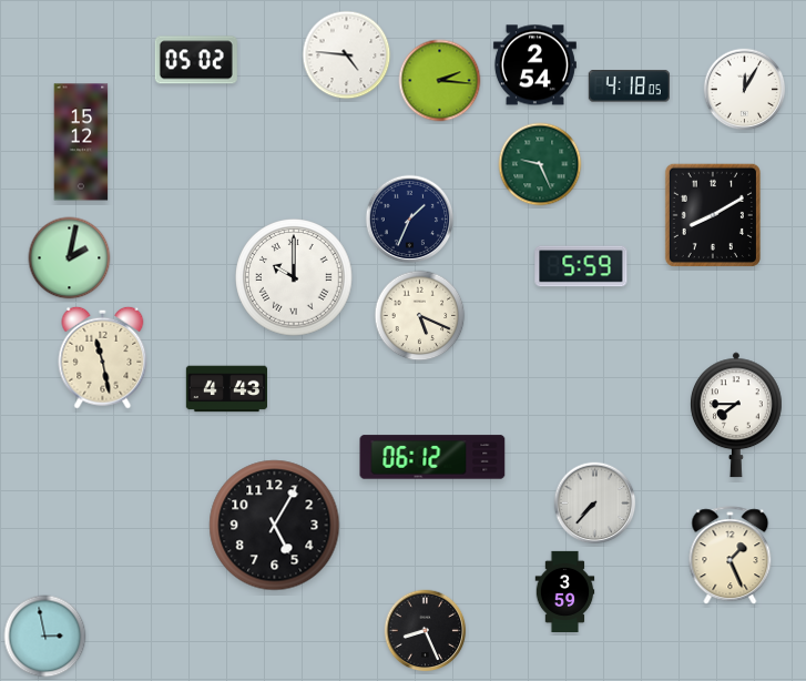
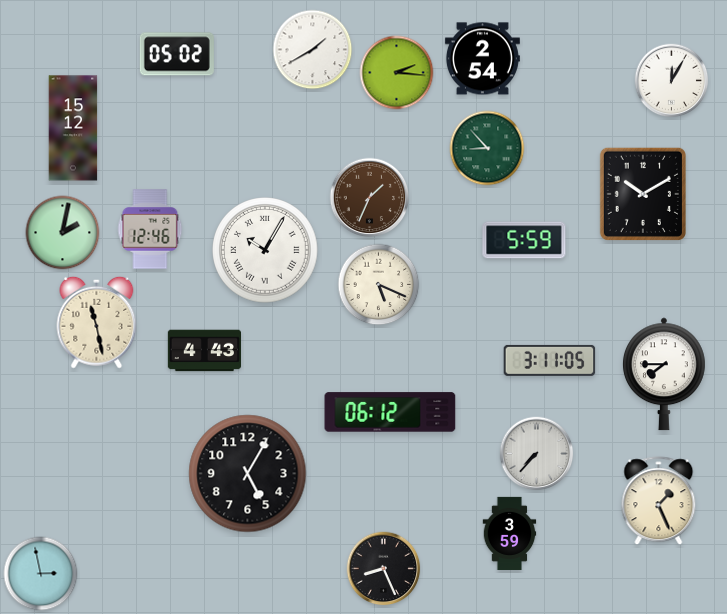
clock at (347, 55): 4:46 -> 1:40
clock at (629, 87): 4:18 -> none
clock at (540, 164): 9:26 -> 8:53
clock at (713, 215): 8:10 -> 10:10
clock at (410, 220) dial: navy -> brown
clock at (150, 229): none -> 12:46
clock at (294, 277): 10:00 -> 10:05
clock at (103, 357) position: (103, 357) -> (97, 322)
clock at (550, 360): none -> 3:11
